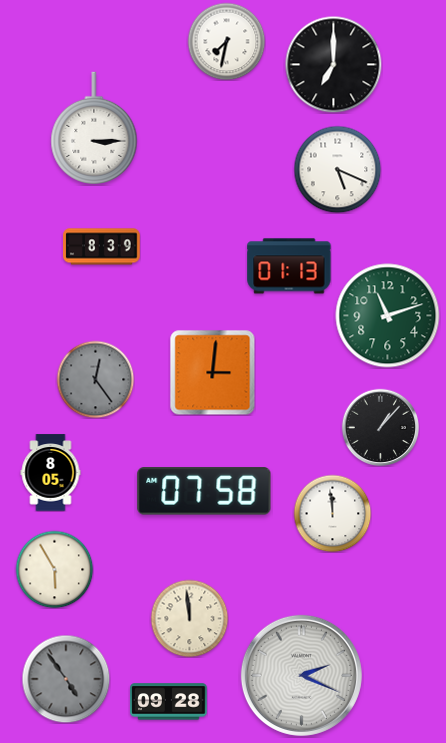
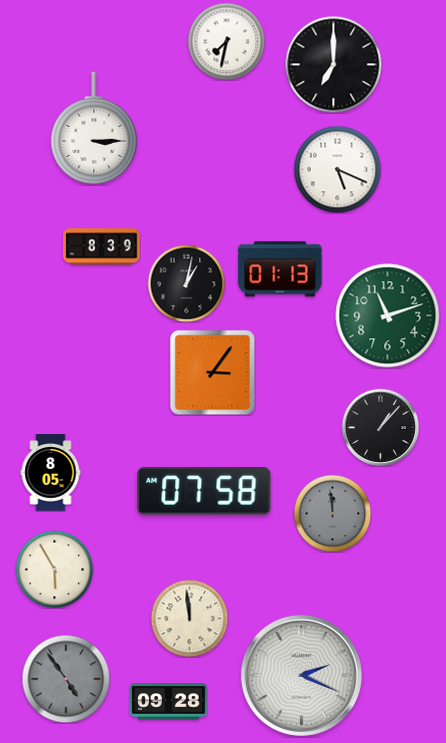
clock at (289, 266) position: (289, 266) -> (280, 269)
clock at (186, 283): none -> 1:02
clock at (212, 372): 3:01 -> 3:06
clock at (95, 379): 12:24 -> none
clock at (332, 513) dial: white -> grey
